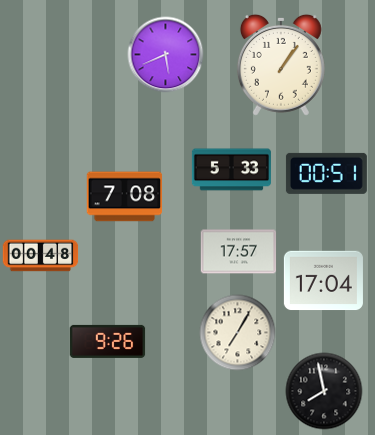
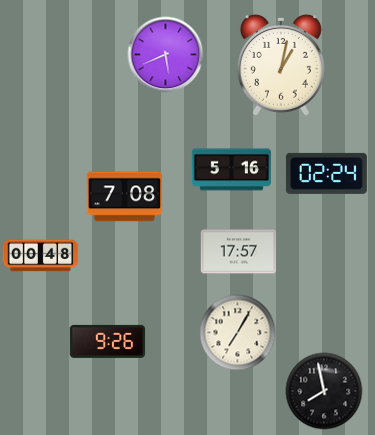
clock at (281, 65): 1:06 -> 1:02
clock at (231, 170): 5:33 -> 5:16
clock at (326, 173): 00:51 -> 02:24
clock at (323, 281): 17:04 -> none
